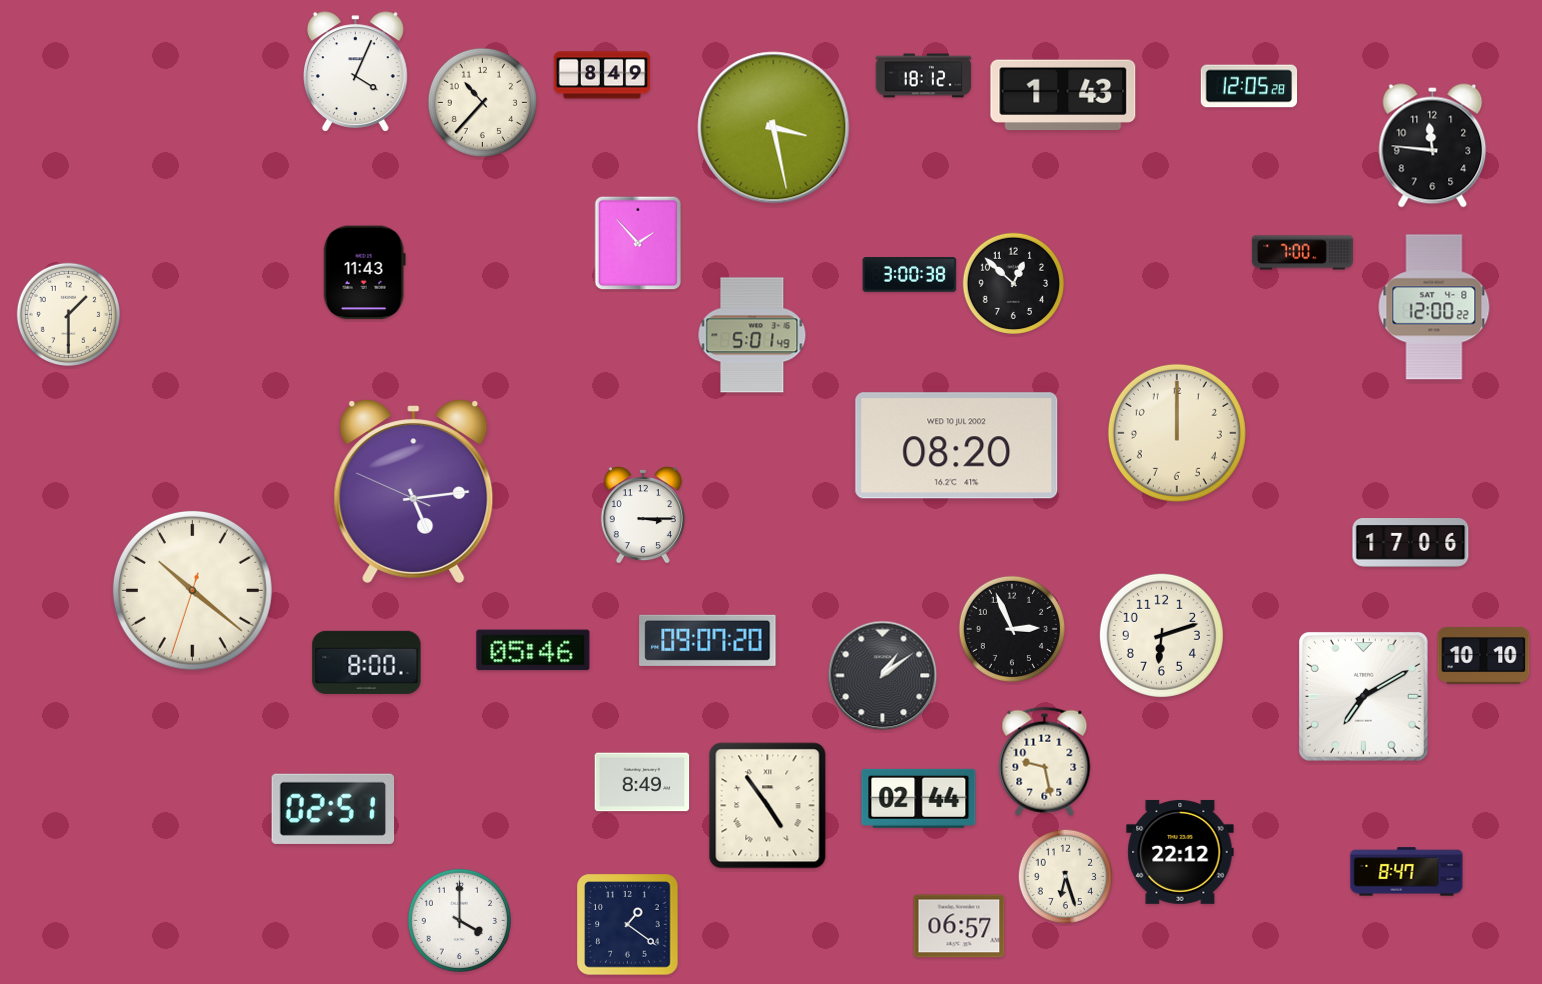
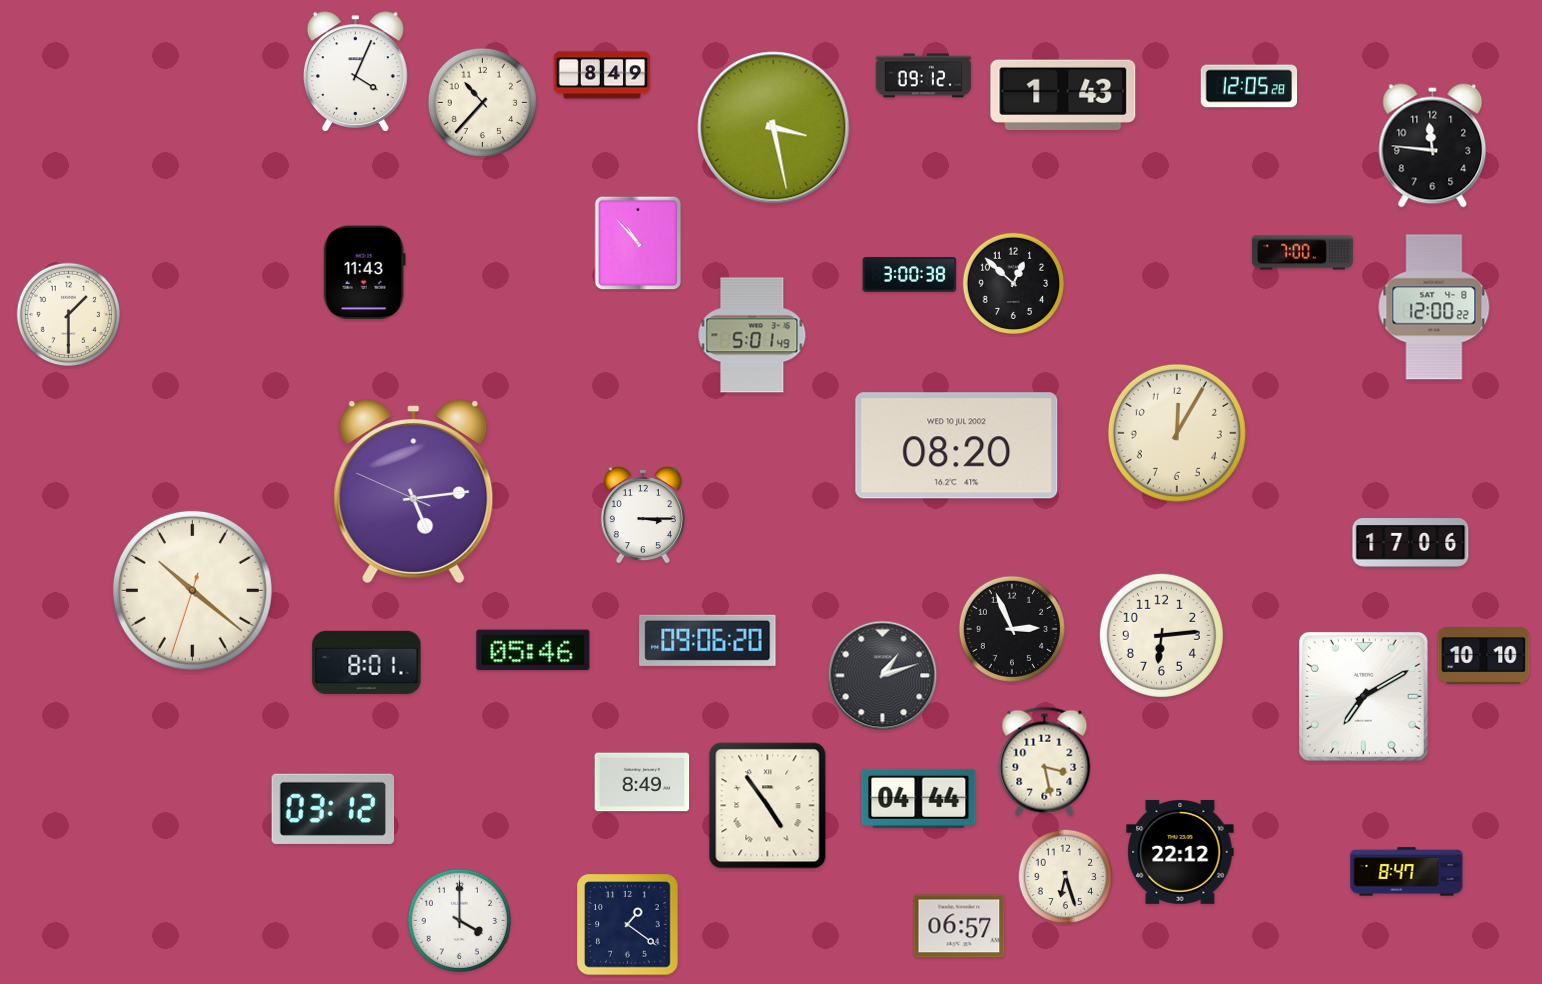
clock at (924, 76): 18:12 -> 09:12
clock at (638, 243): 1:53 -> 10:53
clock at (1177, 433): 12:00 -> 12:05
clock at (1161, 635): 6:12 -> 6:14
clock at (708, 640): 09:07 -> 09:06
clock at (367, 662): 8:00 -> 8:01
clock at (883, 676): 1:09 -> 1:12
clock at (1045, 761): 9:28 -> 3:28
clock at (919, 798): 02:44 -> 04:44
clock at (333, 809): 02:51 -> 03:12
